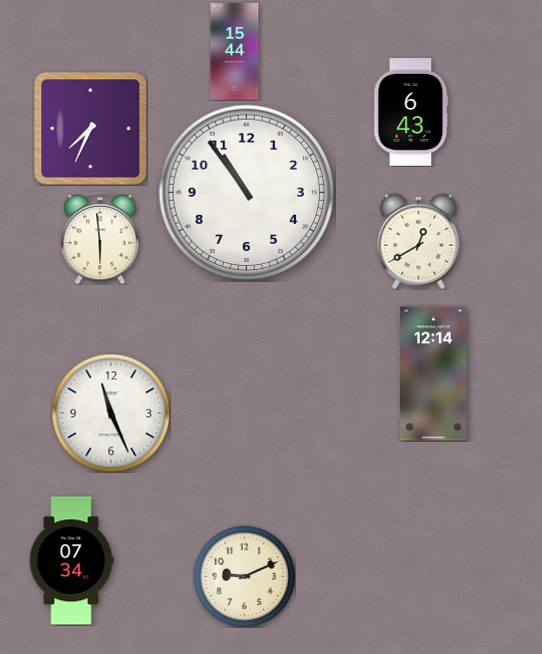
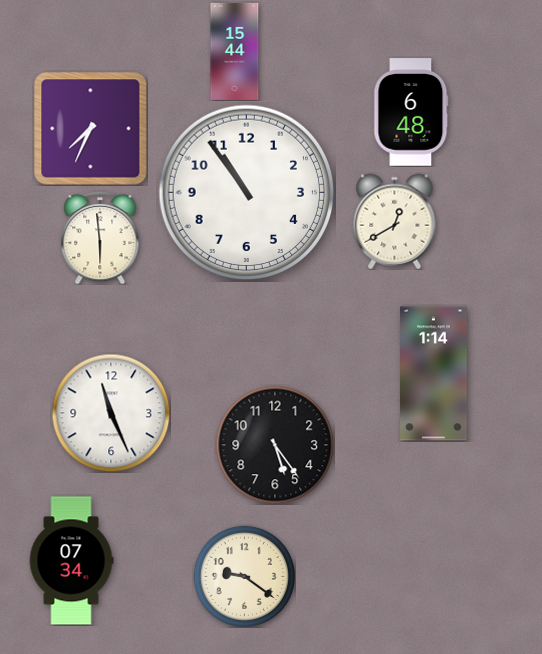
clock at (411, 112): 6:43 -> 6:48
clock at (419, 241) position: (419, 241) -> (395, 221)
clock at (434, 374): 12:14 -> 1:14
clock at (275, 445): none -> 5:24
clock at (244, 576): 9:11 -> 9:21
